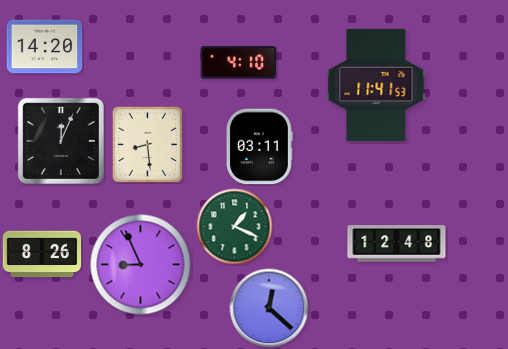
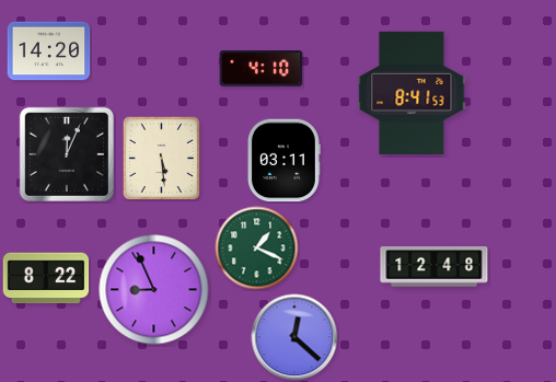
clock at (376, 85): 11:41 -> 8:41
clock at (147, 144): 8:29 -> 5:29
clock at (42, 254): 8:26 -> 8:22
